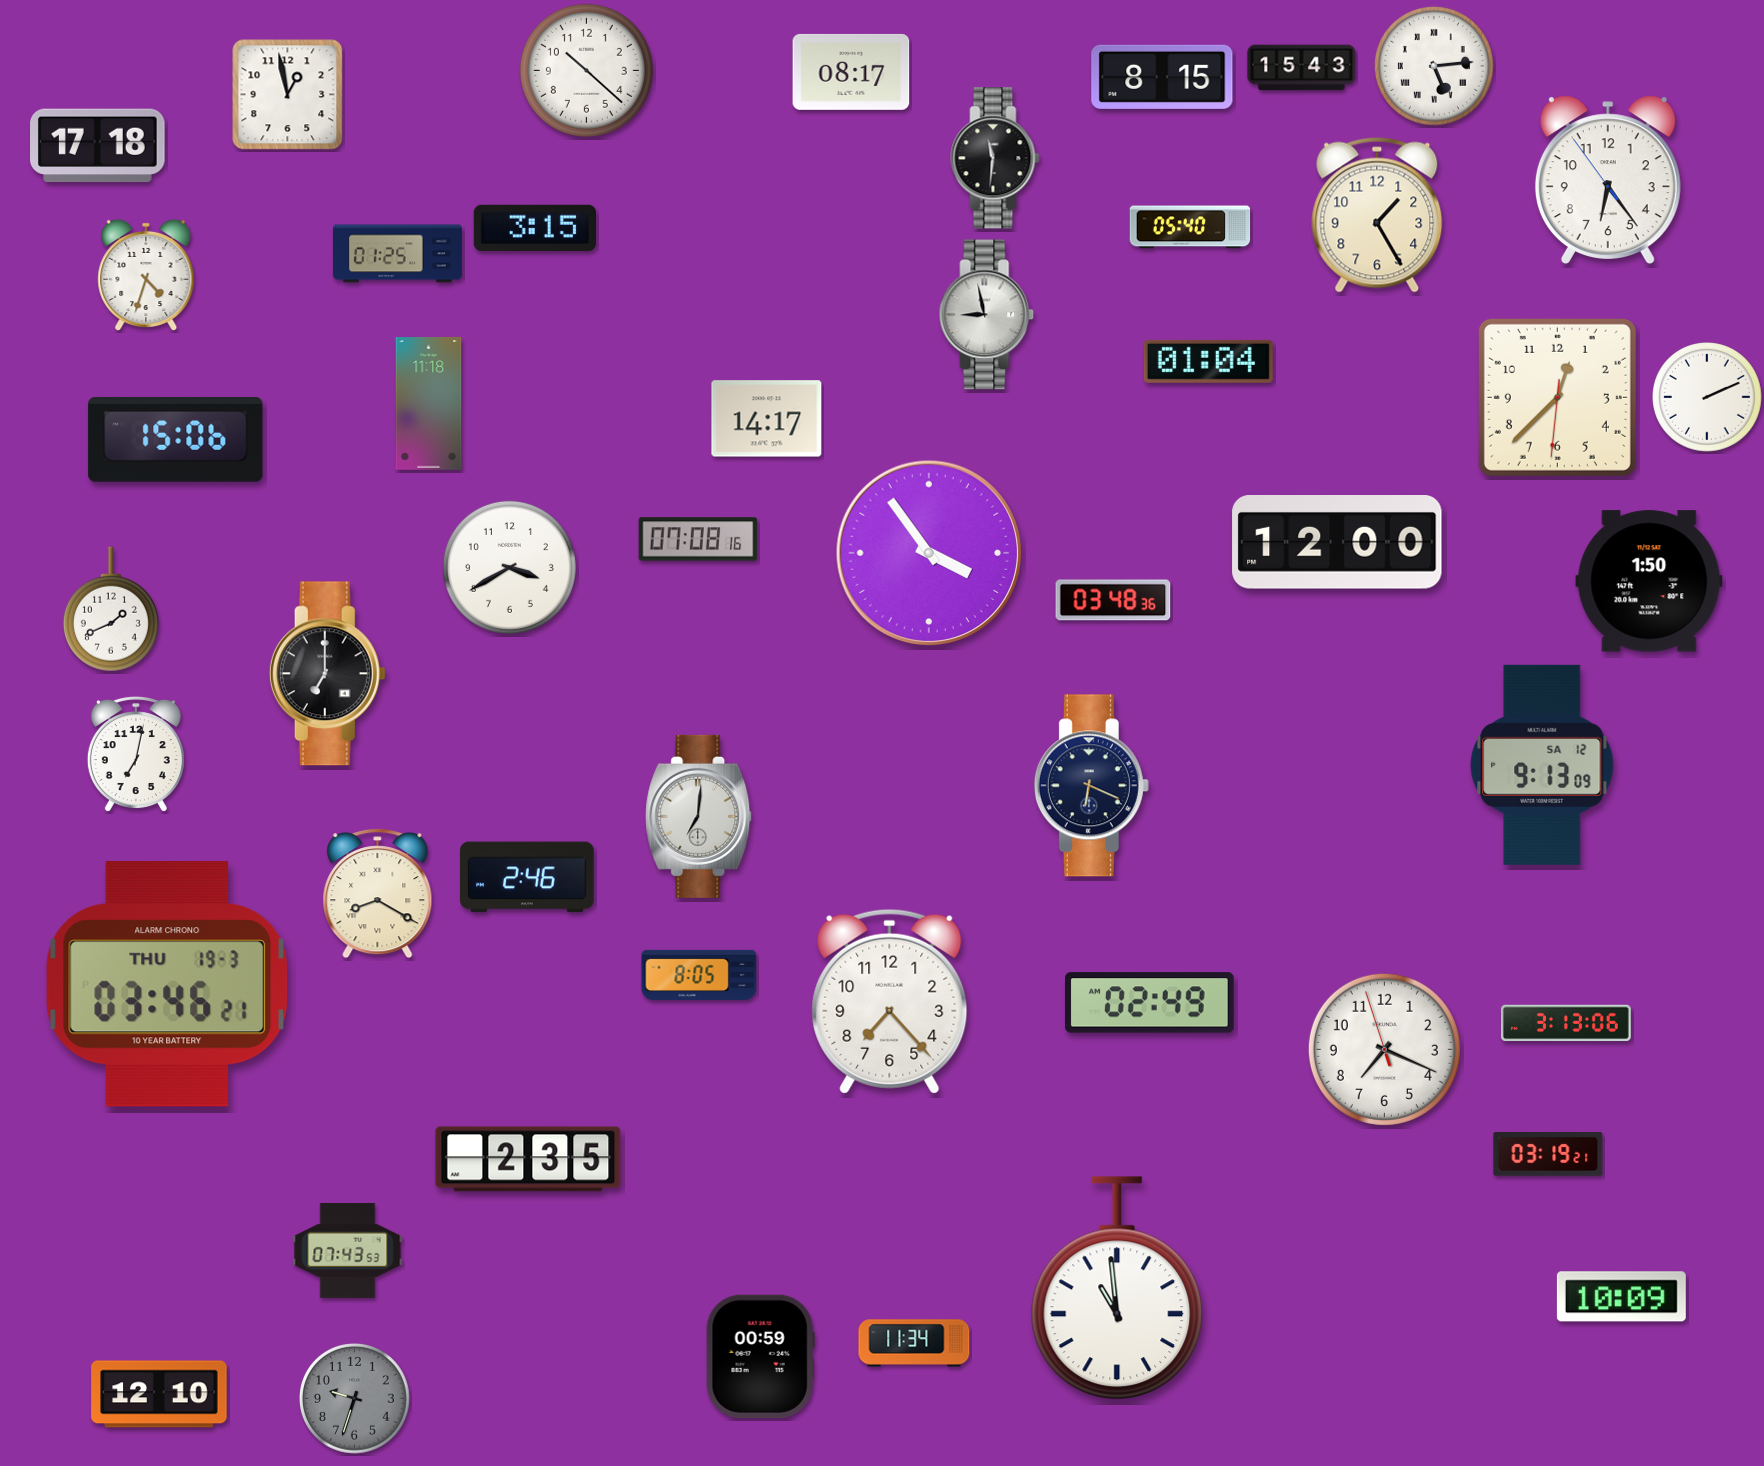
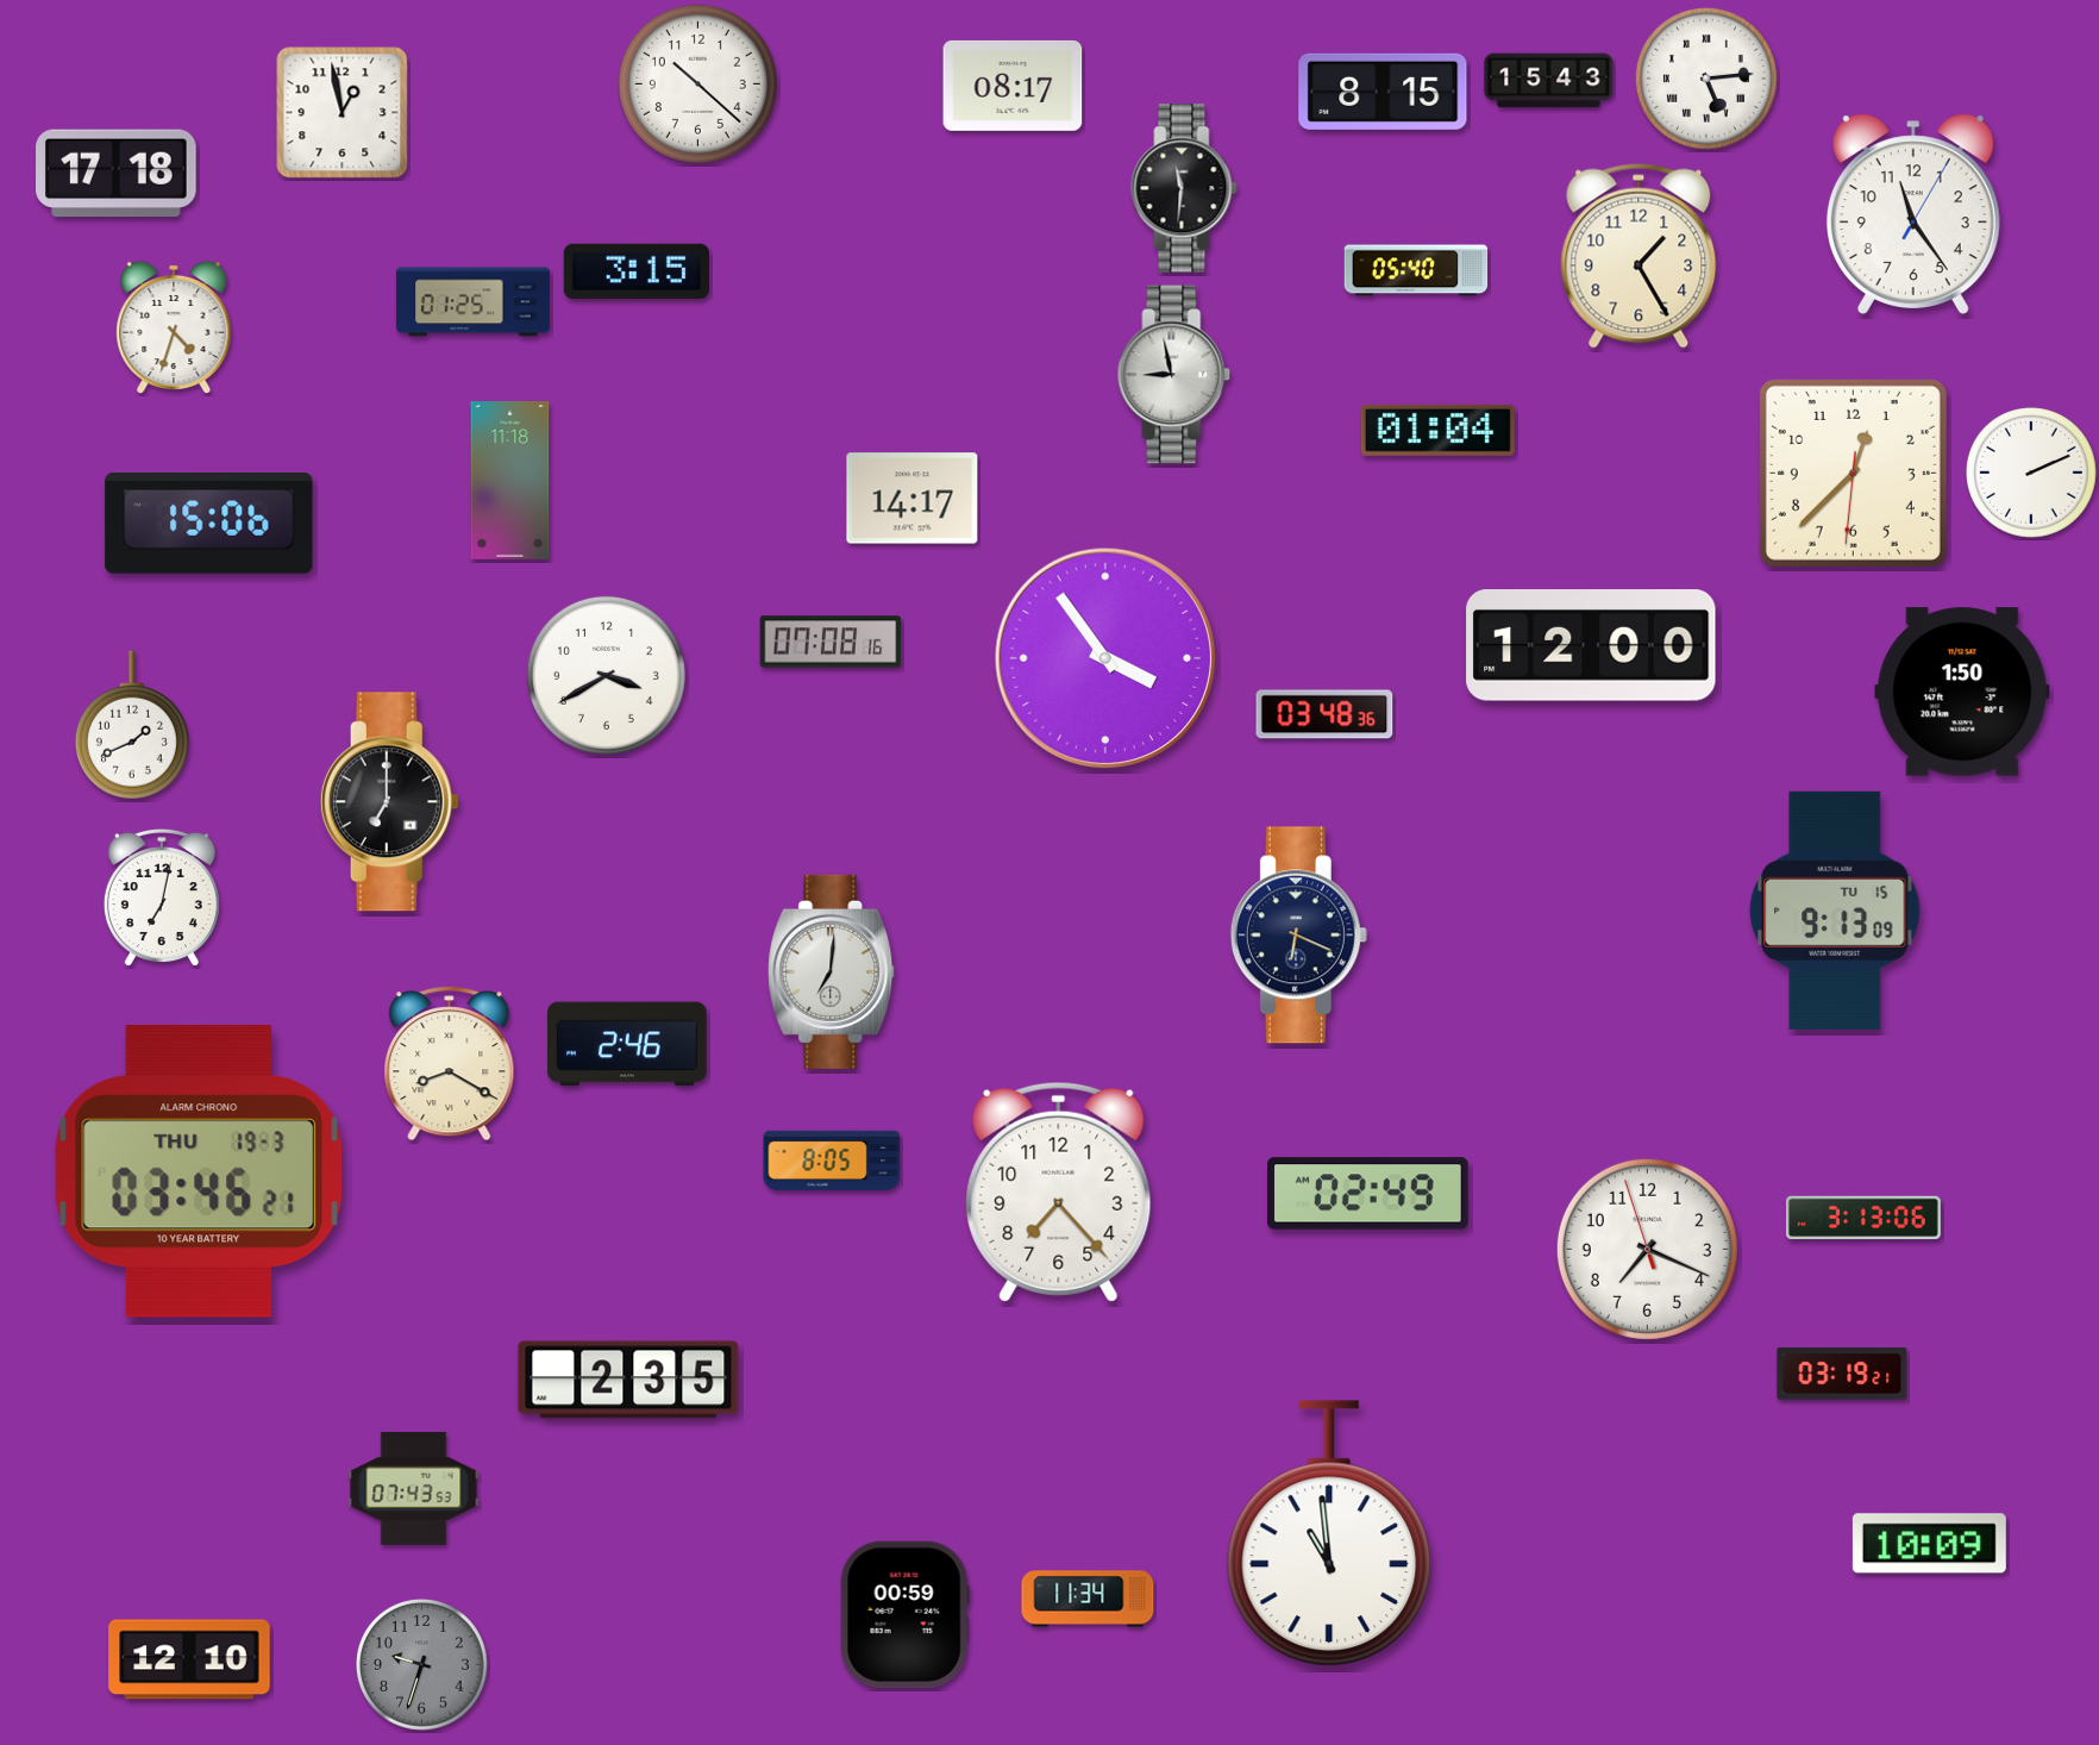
clock at (1608, 179): 6:23 -> 11:24
clock at (1542, 765) date: SA 12 -> TU 15
